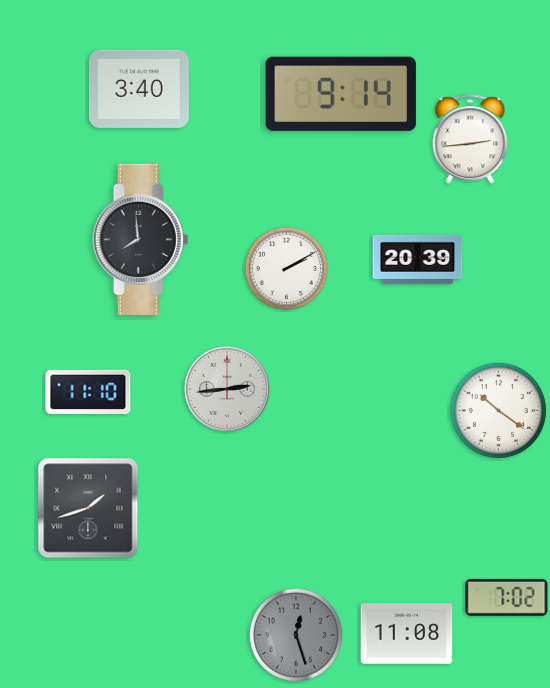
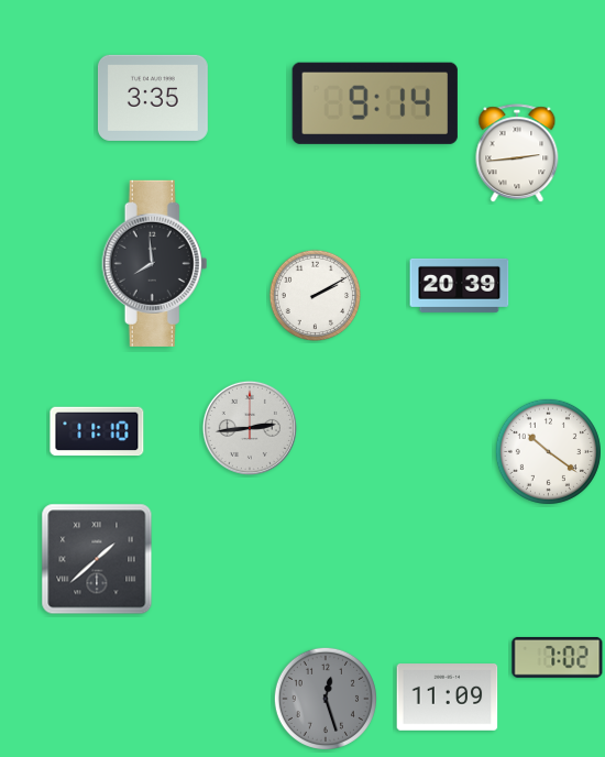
clock at (139, 89): 3:40 -> 3:35
clock at (88, 508): 1:42 -> 1:38
clock at (407, 634): 11:08 -> 11:09
